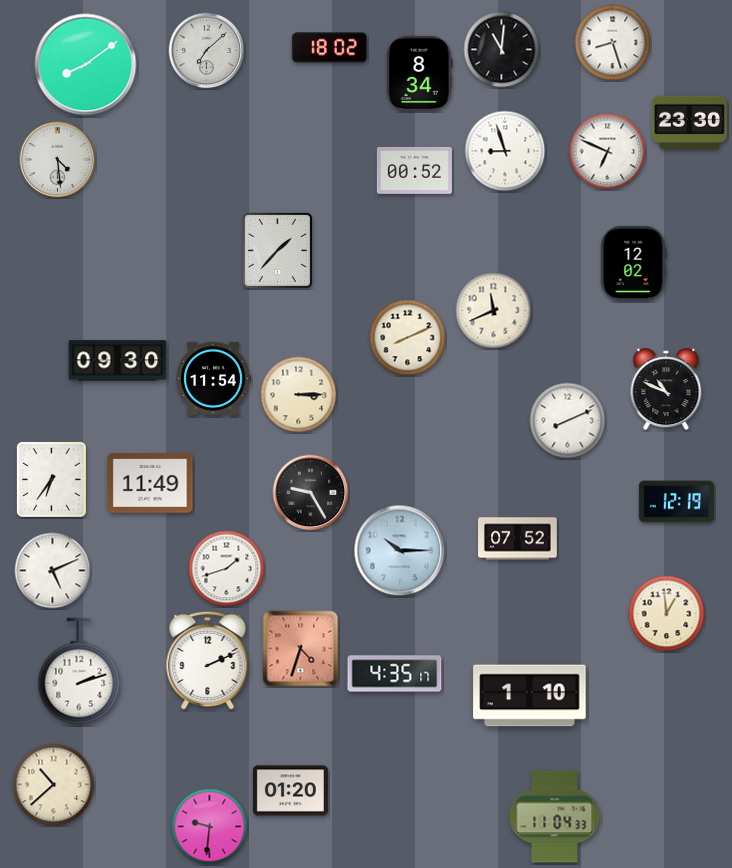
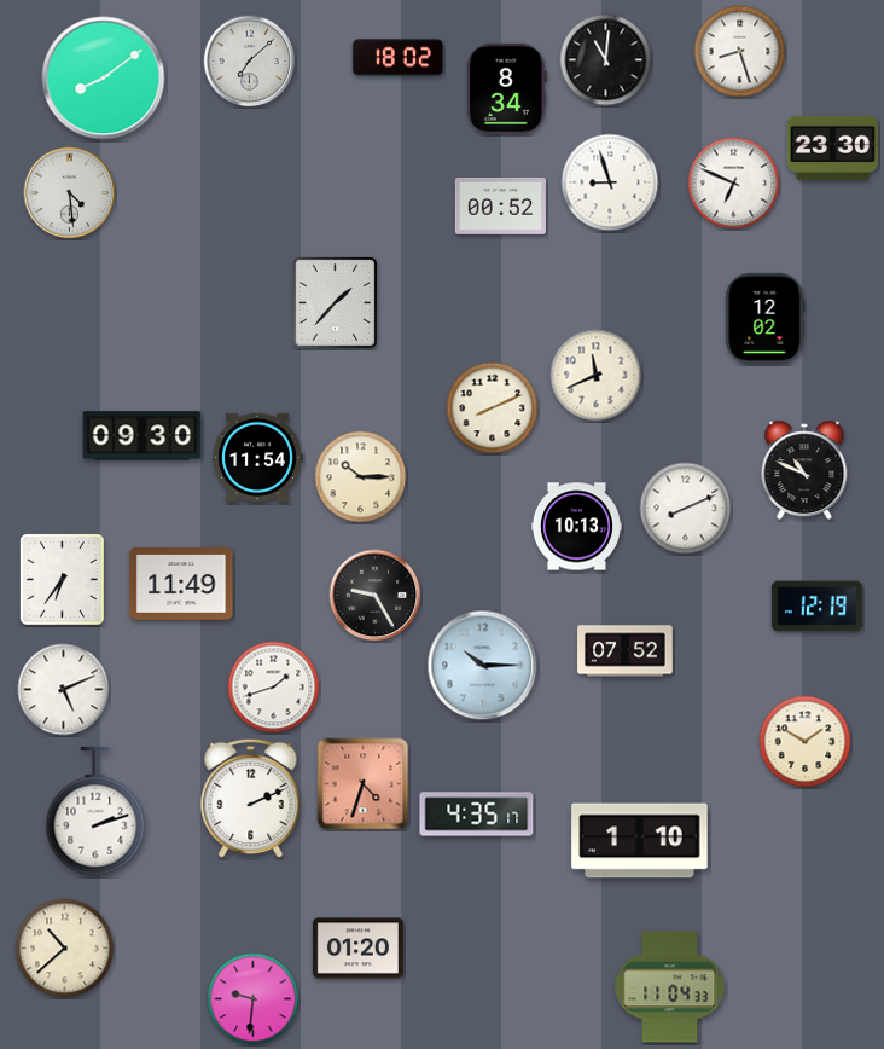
clock at (299, 395): 3:15 -> 10:15
clock at (576, 527): none -> 10:13
clock at (667, 614): 12:59 -> 1:50
clock at (290, 791) position: (290, 791) -> (357, 949)
